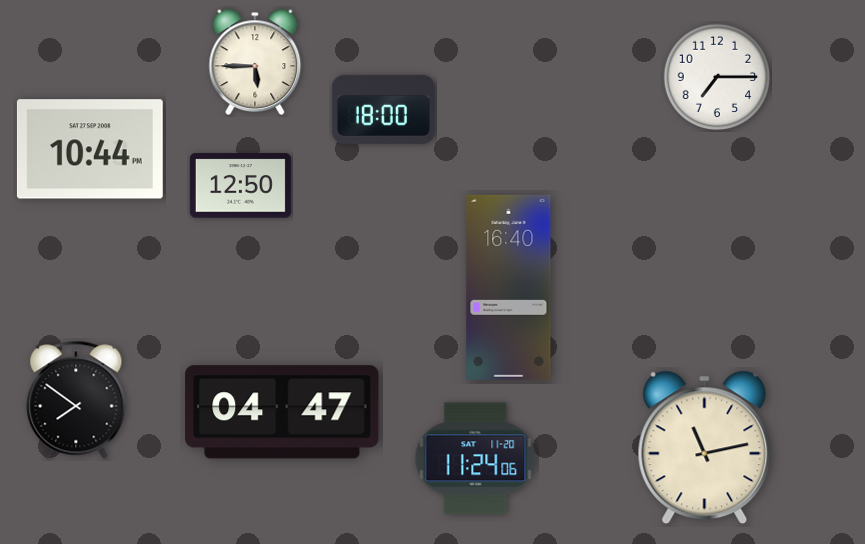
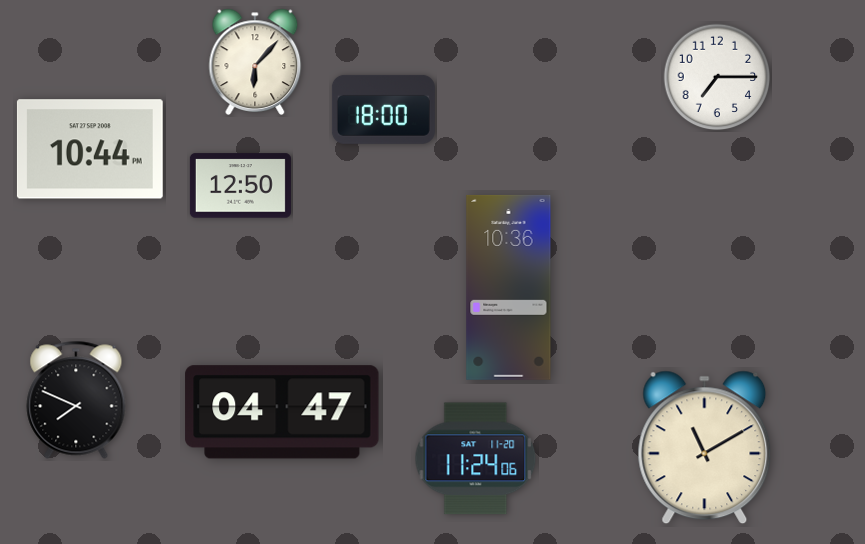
clock at (255, 62): 5:45 -> 6:07
clock at (509, 287): 16:40 -> 10:36
clock at (76, 400): 7:51 -> 7:49
clock at (705, 448): 11:13 -> 11:10
